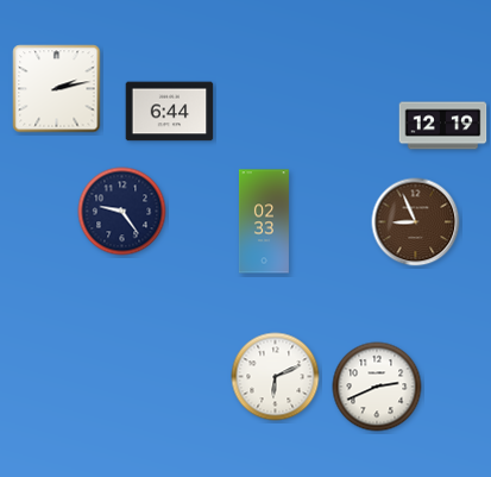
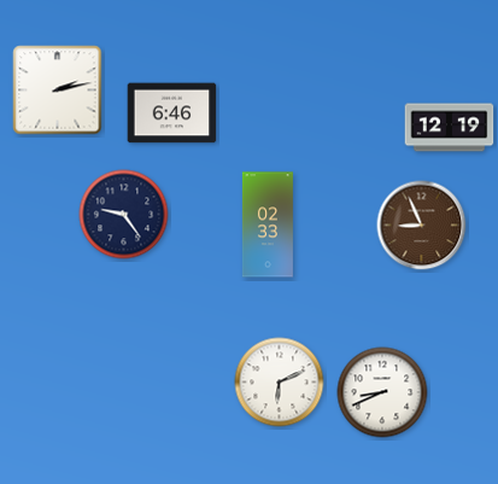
clock at (170, 112): 6:44 -> 6:46
clock at (377, 387): 2:41 -> 8:41
